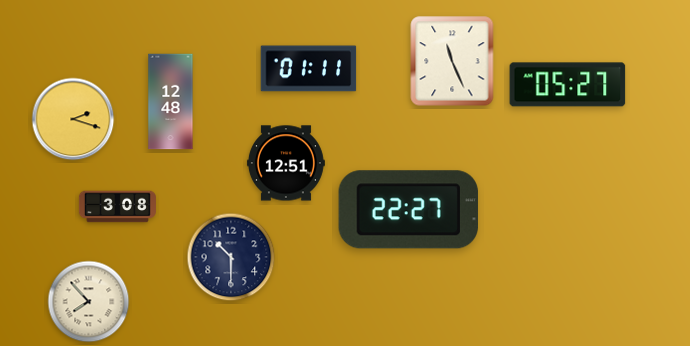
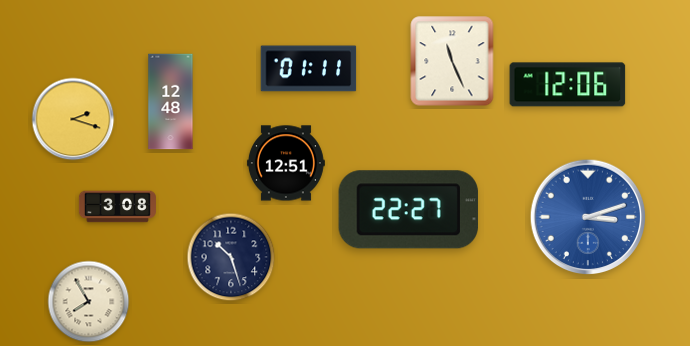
clock at (568, 85): 05:27 -> 12:06
clock at (588, 217): none -> 3:12
clock at (231, 257): 10:30 -> 10:27
clock at (89, 302): 7:53 -> 7:55
